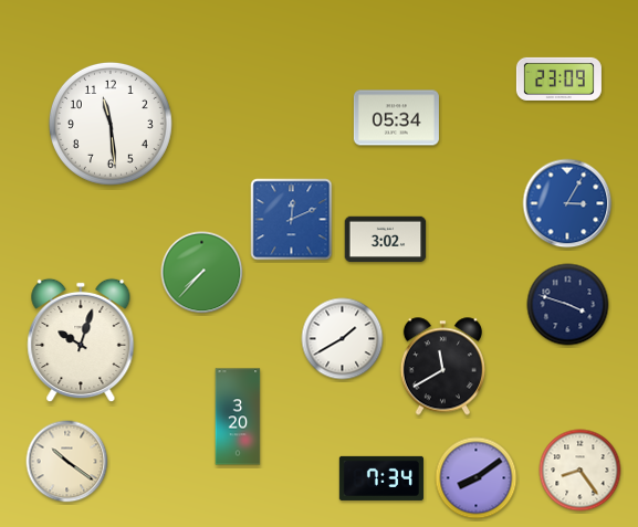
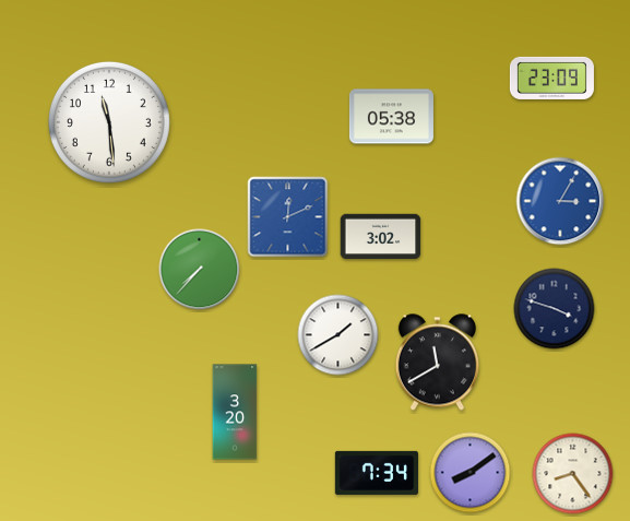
clock at (396, 118): 05:34 -> 05:38
clock at (568, 305) position: (568, 305) -> (555, 309)
clock at (81, 340): 10:03 -> none
clock at (67, 462): 10:21 -> none
clock at (581, 471) position: (581, 471) -> (573, 474)
